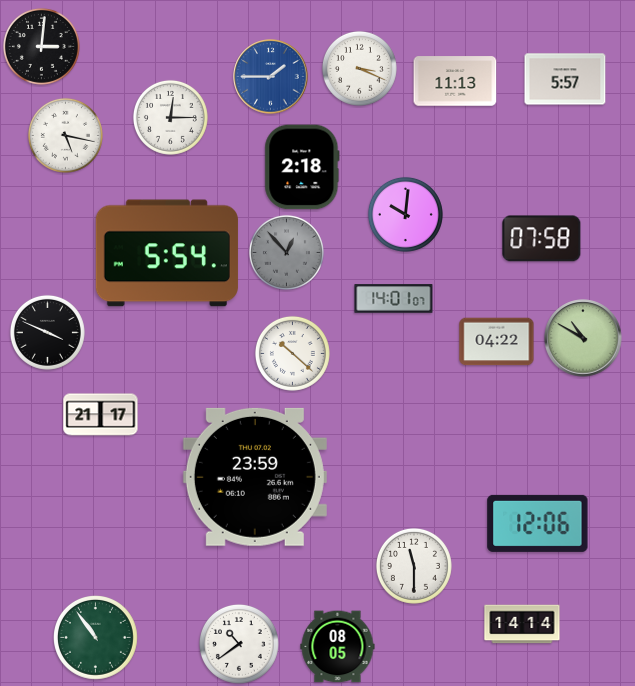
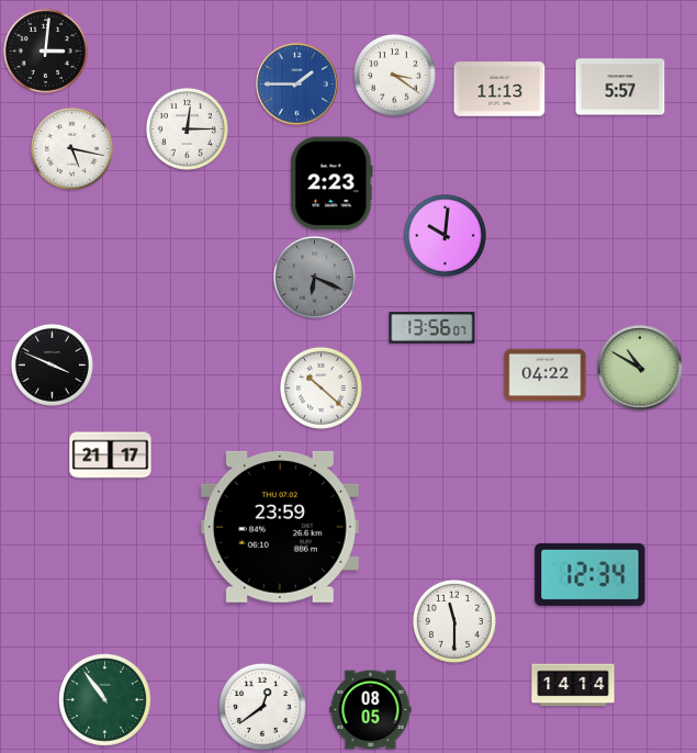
clock at (359, 68): 3:19 -> 3:21
clock at (302, 167): 2:18 -> 2:23
clock at (542, 239): 07:58 -> none
clock at (286, 252): 12:53 -> 6:19
clock at (167, 253): 5:54 -> none
clock at (394, 299): 14:01 -> 13:56
clock at (583, 338) position: (583, 338) -> (640, 368)
clock at (255, 477) position: (255, 477) -> (280, 527)
clock at (538, 523): 12:06 -> 12:34
clock at (239, 644): 10:39 -> 12:39
